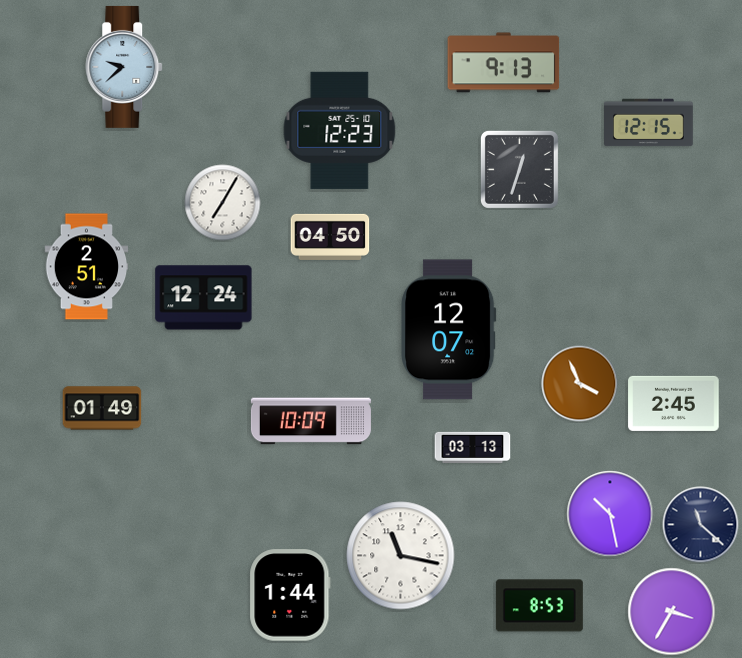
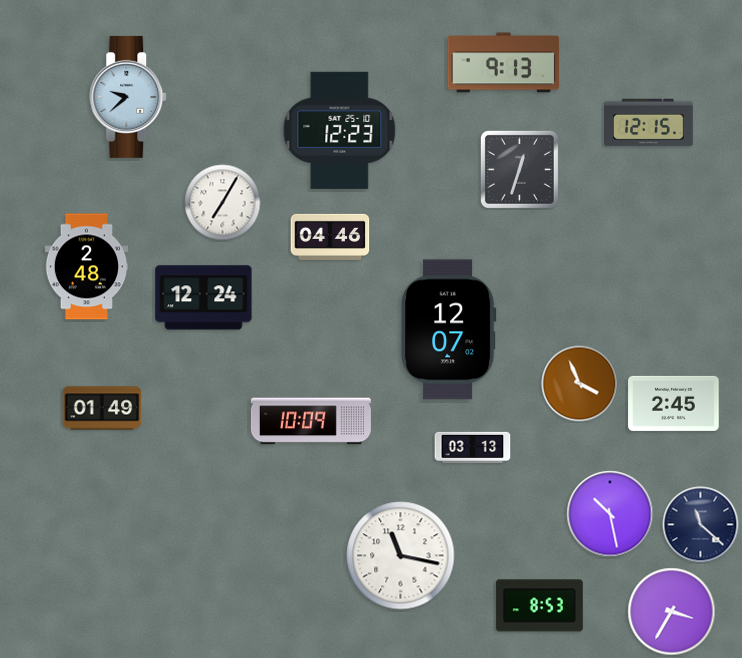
clock at (125, 67) position: (125, 67) -> (129, 97)
clock at (330, 237): 04:50 -> 04:46
clock at (87, 267): 2:51 -> 2:48
clock at (290, 595): 1:44 -> none
